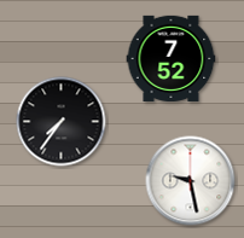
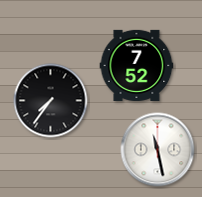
clock at (172, 58) position: (172, 58) -> (137, 65)
clock at (191, 181): 9:28 -> 11:28
